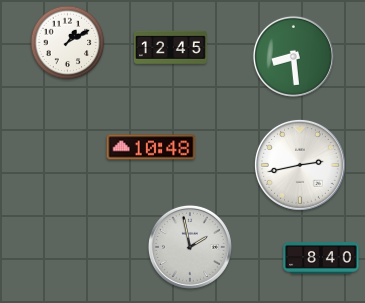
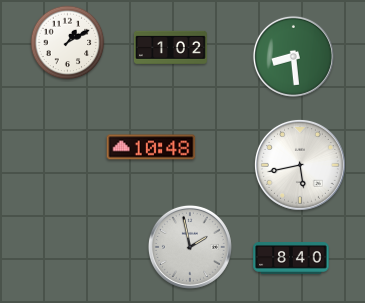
clock at (170, 47): 12:45 -> 1:02
clock at (300, 165): 2:43 -> 5:43
clock at (321, 259) position: (321, 259) -> (291, 259)
